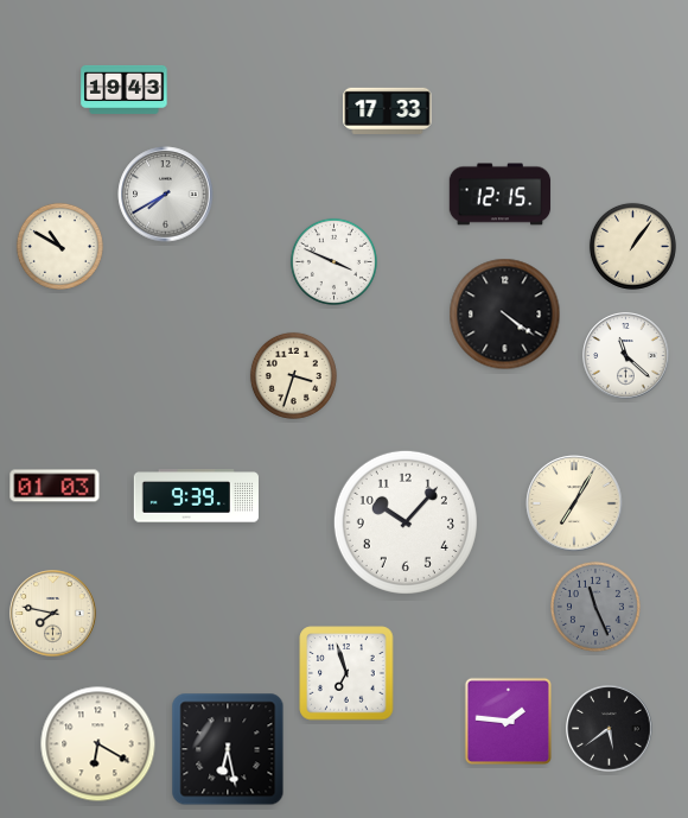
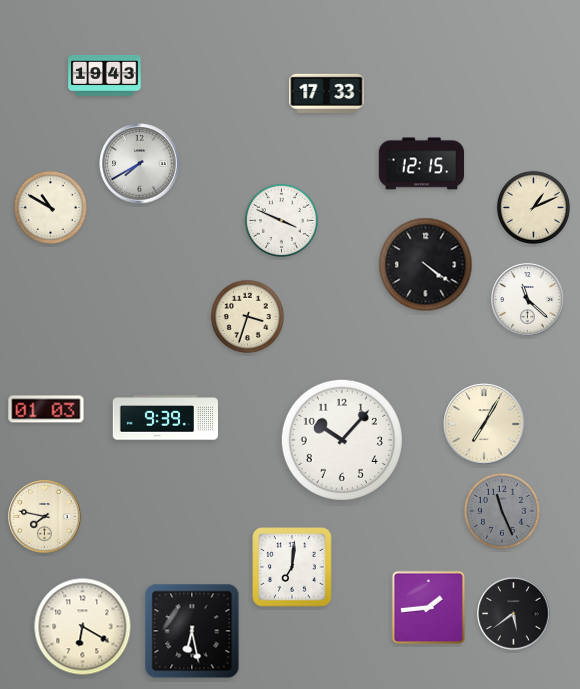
clock at (632, 246): 1:06 -> 1:11
clock at (346, 673): 6:57 -> 7:01
clock at (508, 721): 1:46 -> 1:44
